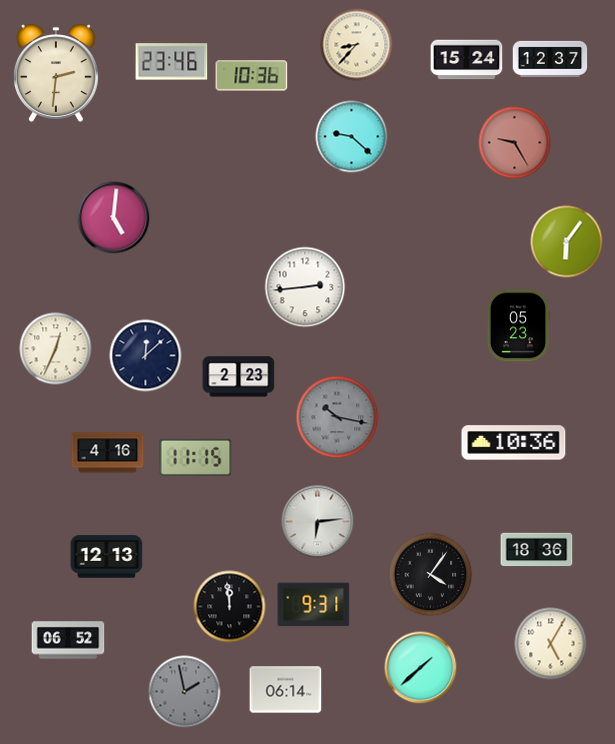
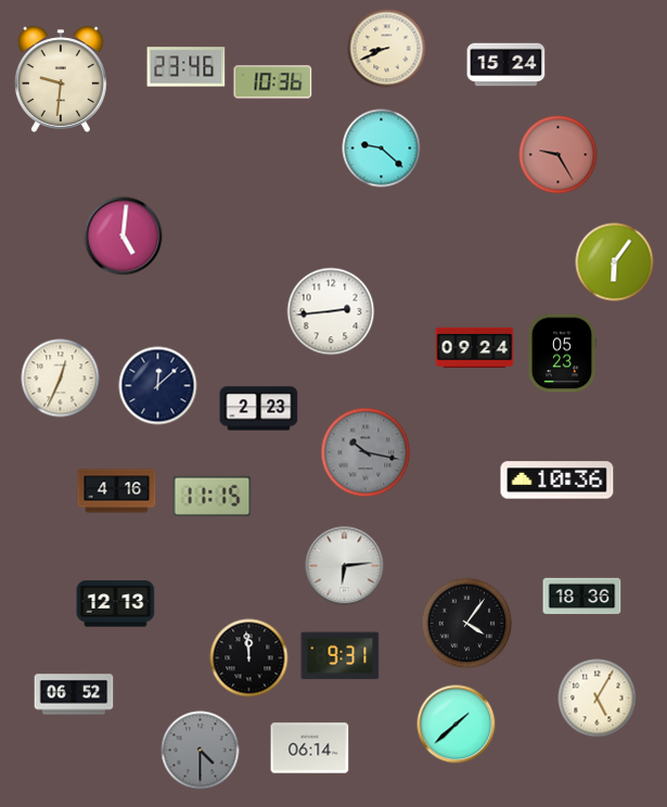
clock at (357, 45): 8:37 -> 8:41
clock at (550, 59): 12:37 -> none
clock at (56, 73): 2:31 -> 9:31
clock at (475, 348): none -> 09:24
clock at (185, 692): 1:58 -> 4:30
